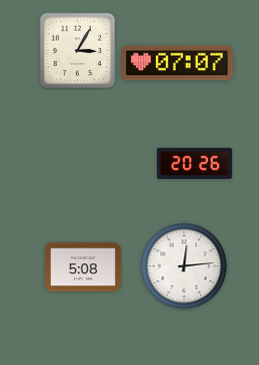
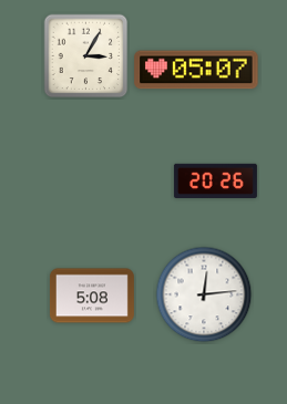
clock at (177, 63): 07:07 -> 05:07
